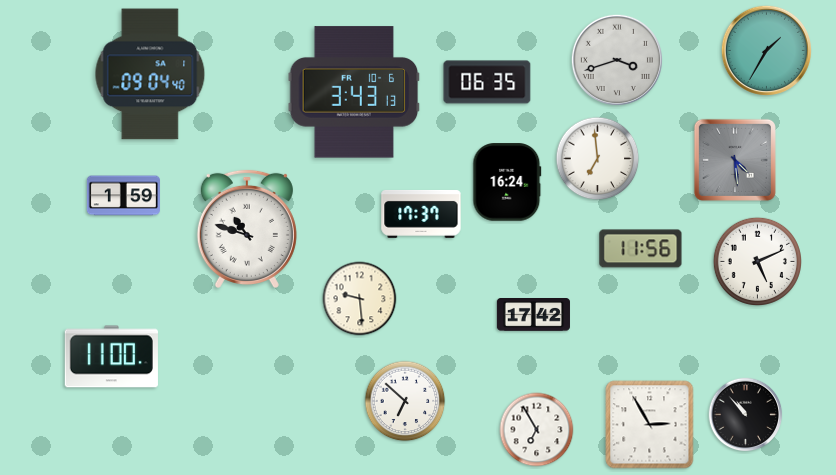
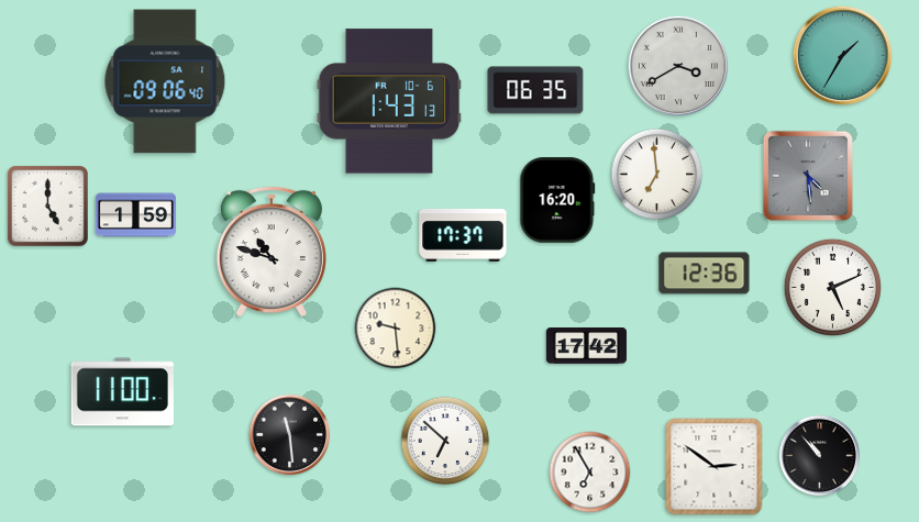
clock at (617, 60): 3:42 -> 3:40
clock at (150, 74): 09:04 -> 09:06
clock at (354, 92): 3:43 -> 1:43
clock at (507, 182): 16:24 -> 16:20
clock at (47, 206): none -> 5:00
clock at (641, 249): 11:56 -> 12:36
clock at (290, 435): none -> 11:29
clock at (650, 425): 2:55 -> 2:51
